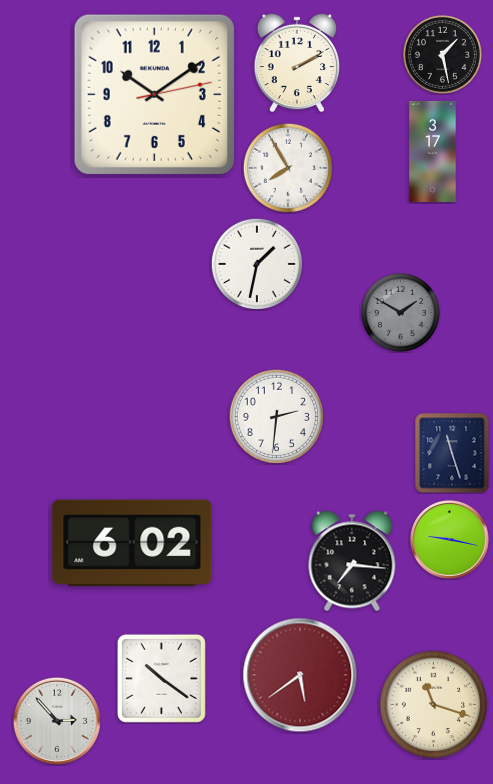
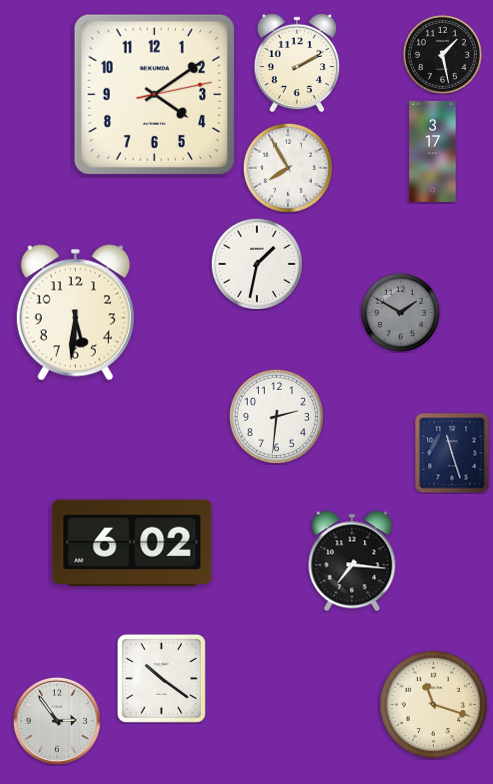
clock at (154, 94): 10:09 -> 4:09
clock at (75, 313): none -> 5:31
clock at (450, 540): 9:17 -> none
clock at (300, 675): 5:39 -> none
clock at (57, 721): 2:53 -> 2:54
